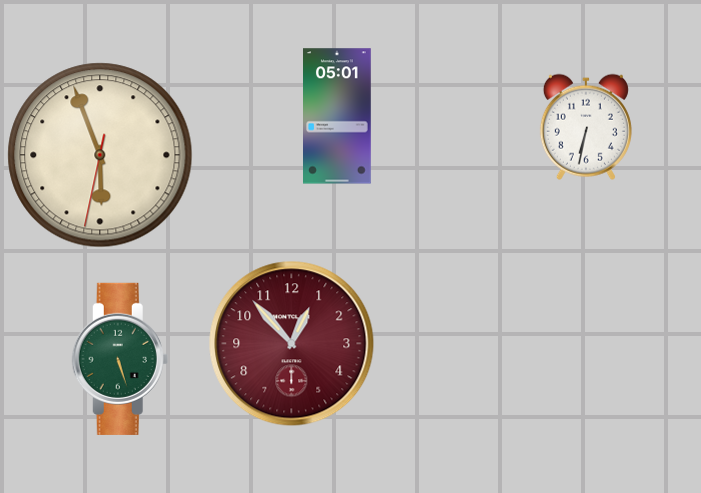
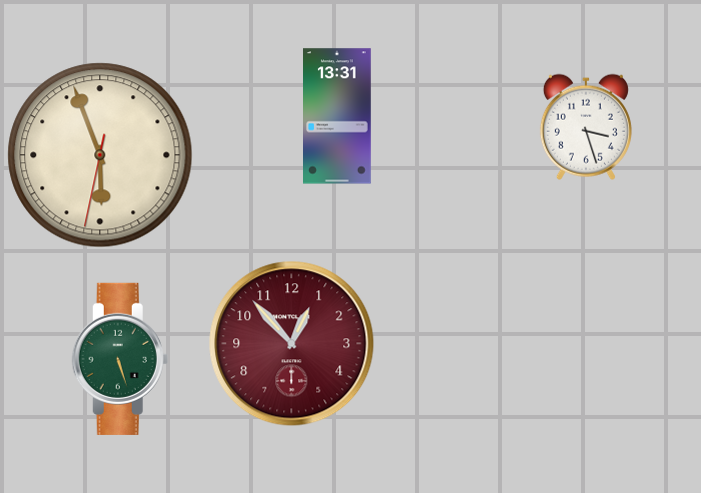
clock at (338, 116): 05:01 -> 13:31
clock at (586, 127): 6:32 -> 3:27
